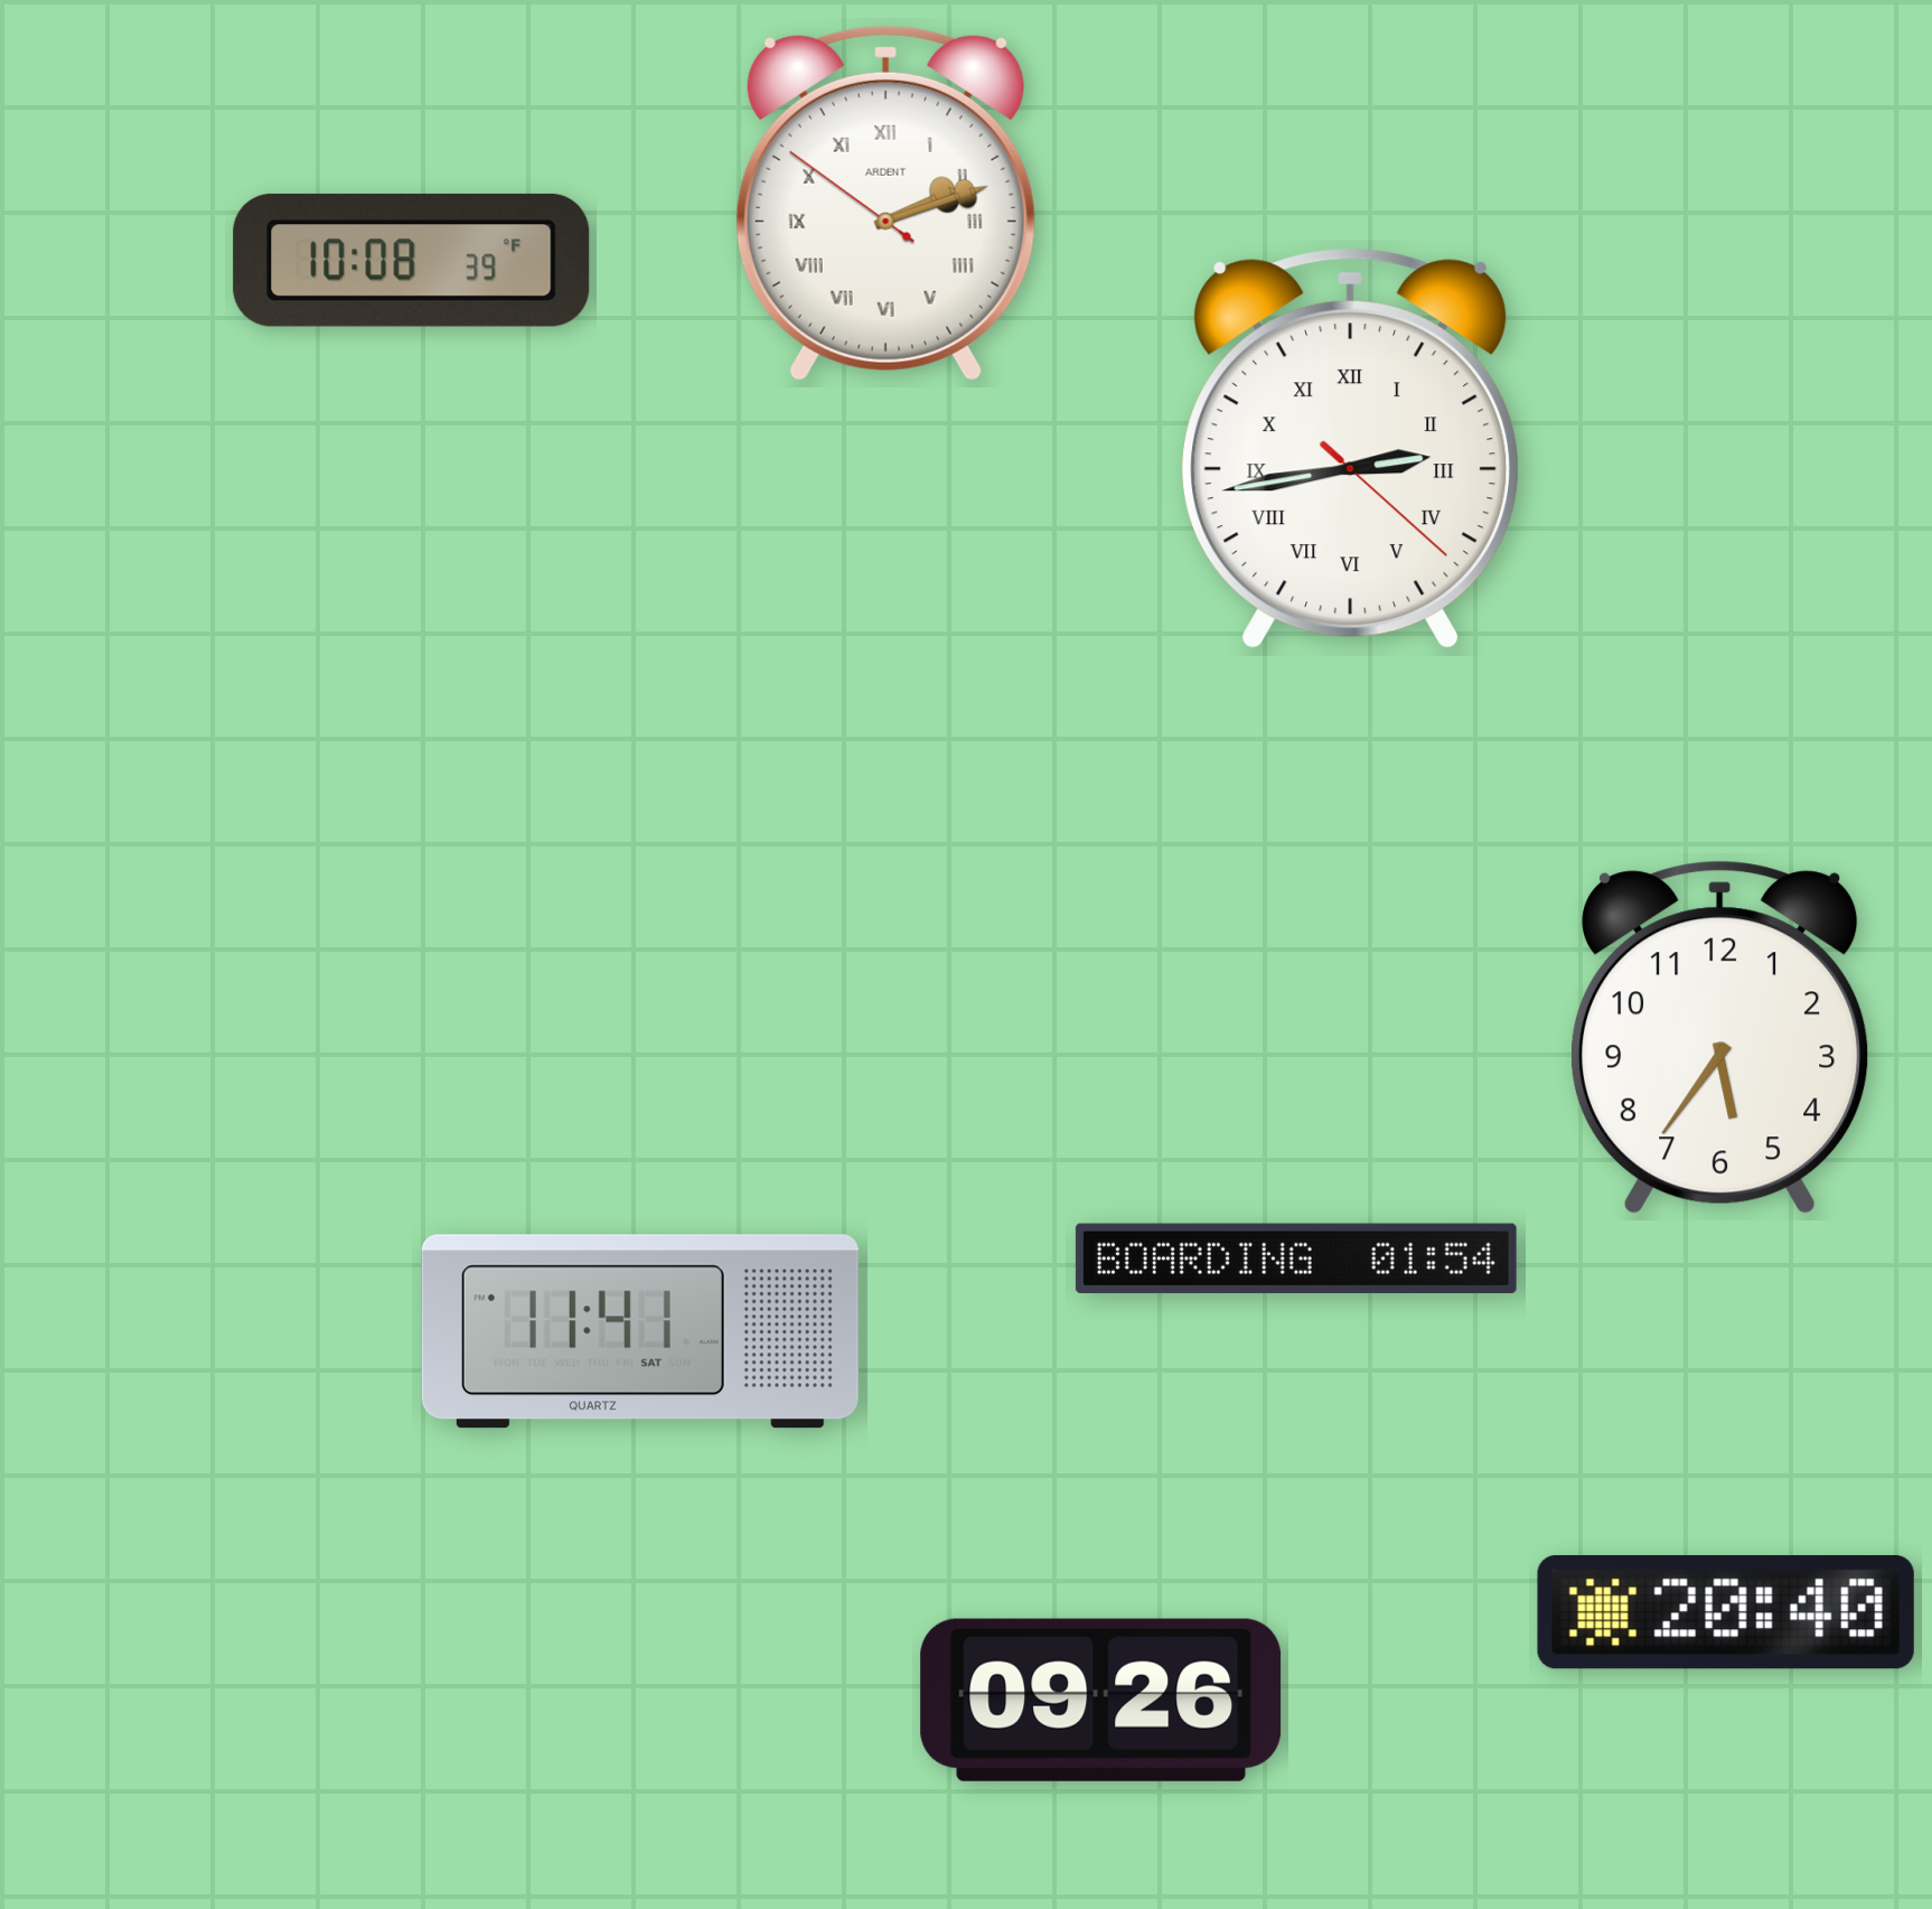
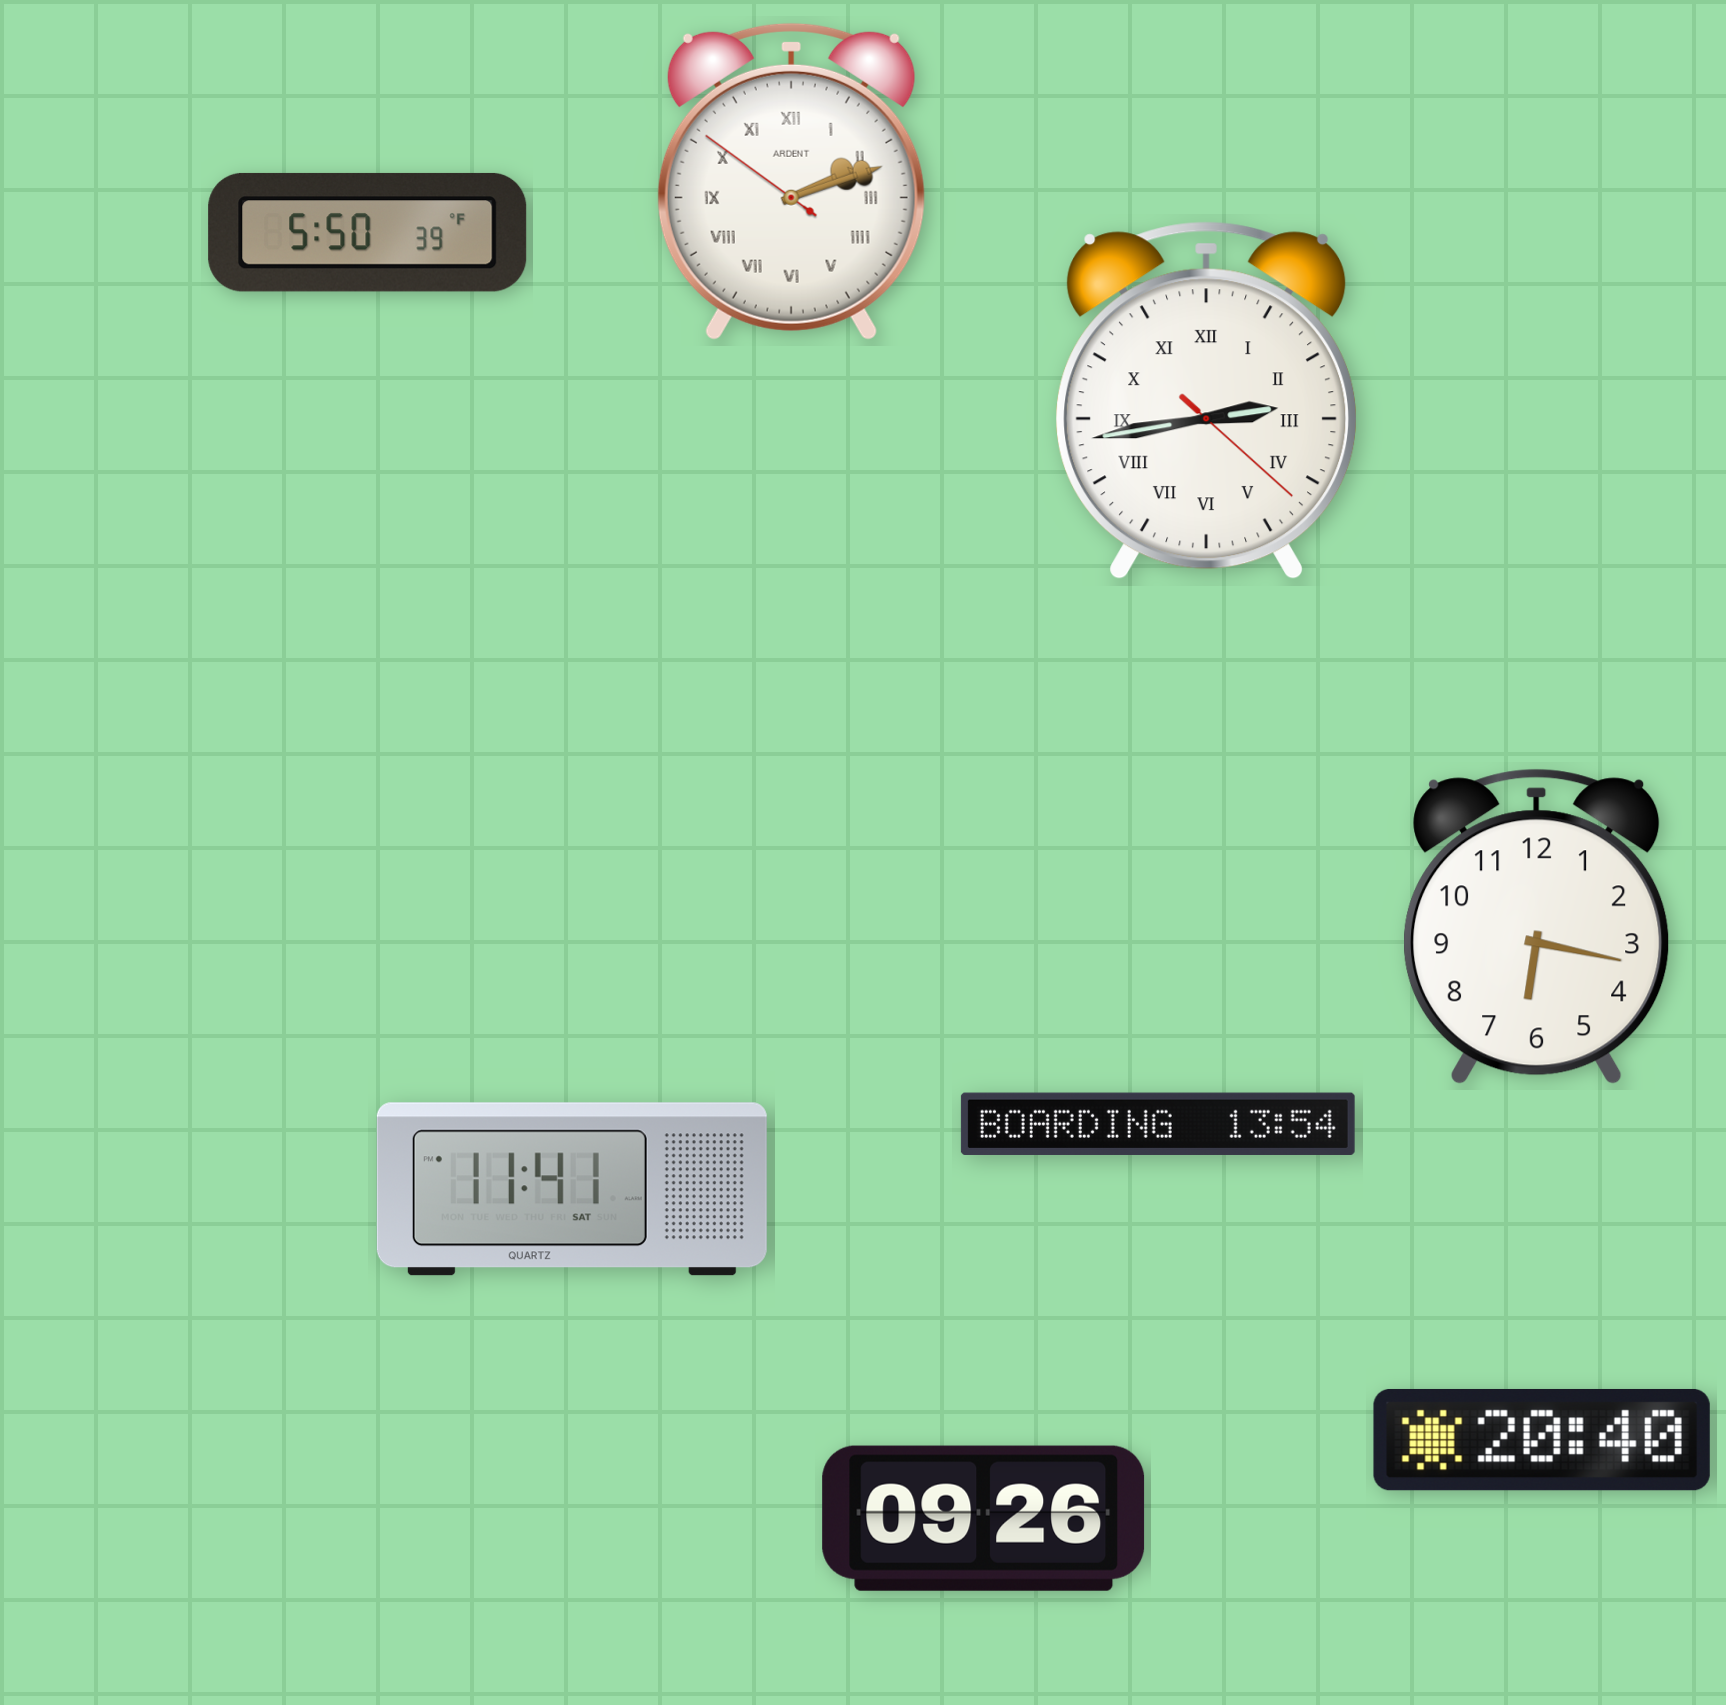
clock at (412, 260): 10:08 -> 5:50
clock at (1720, 1037): 5:36 -> 6:17
clock at (1296, 1258): 01:54 -> 13:54
